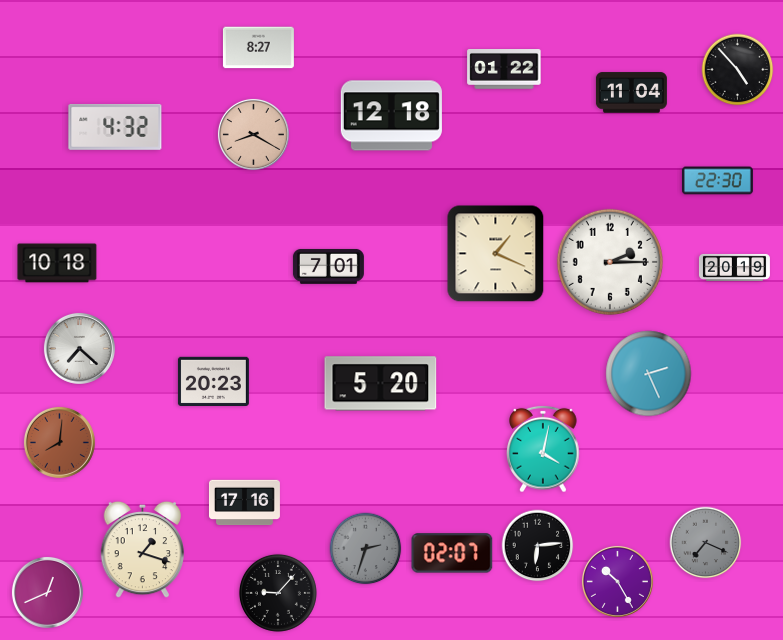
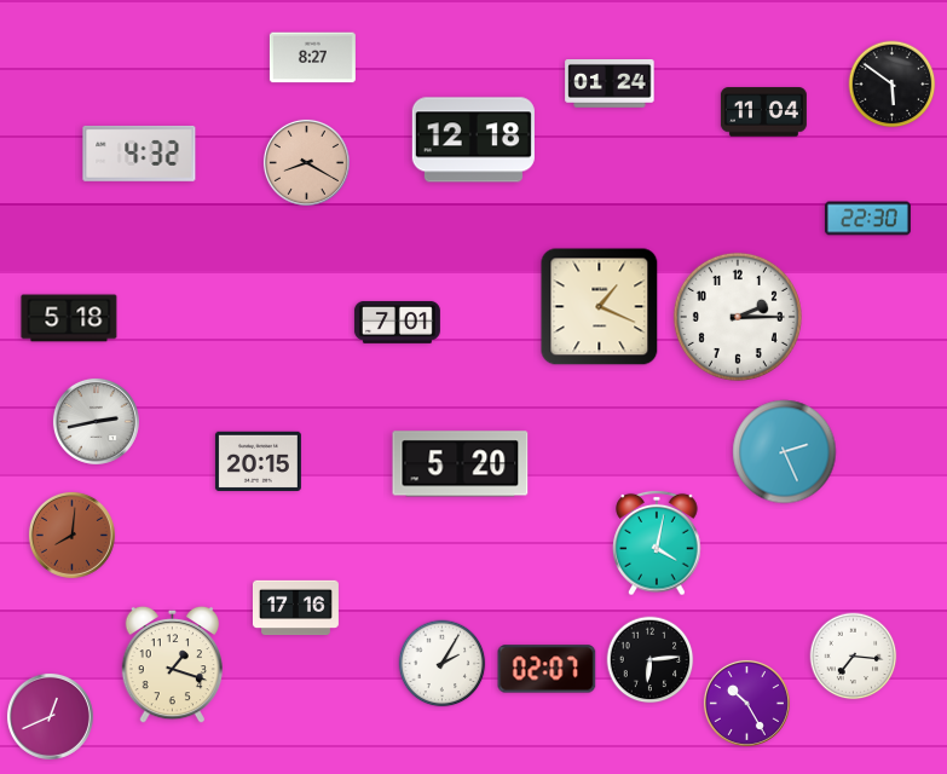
clock at (504, 70): 01:22 -> 01:24
clock at (738, 70): 4:53 -> 5:51
clock at (57, 263): 10:18 -> 5:18
clock at (734, 267): 20:19 -> none
clock at (79, 348): 7:22 -> 2:43
clock at (213, 381): 20:23 -> 20:15
clock at (706, 543): 7:19 -> 7:16
clock at (706, 543) dial: grey -> white
clock at (366, 549): 2:33 -> 2:05
clock at (366, 549) dial: grey -> white
clock at (47, 592) position: (47, 592) -> (50, 716)
clock at (278, 593): 9:07 -> none
